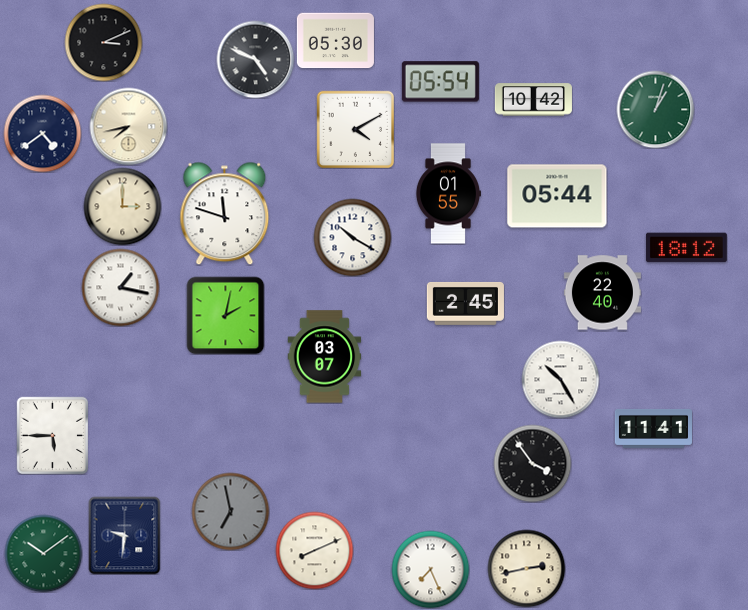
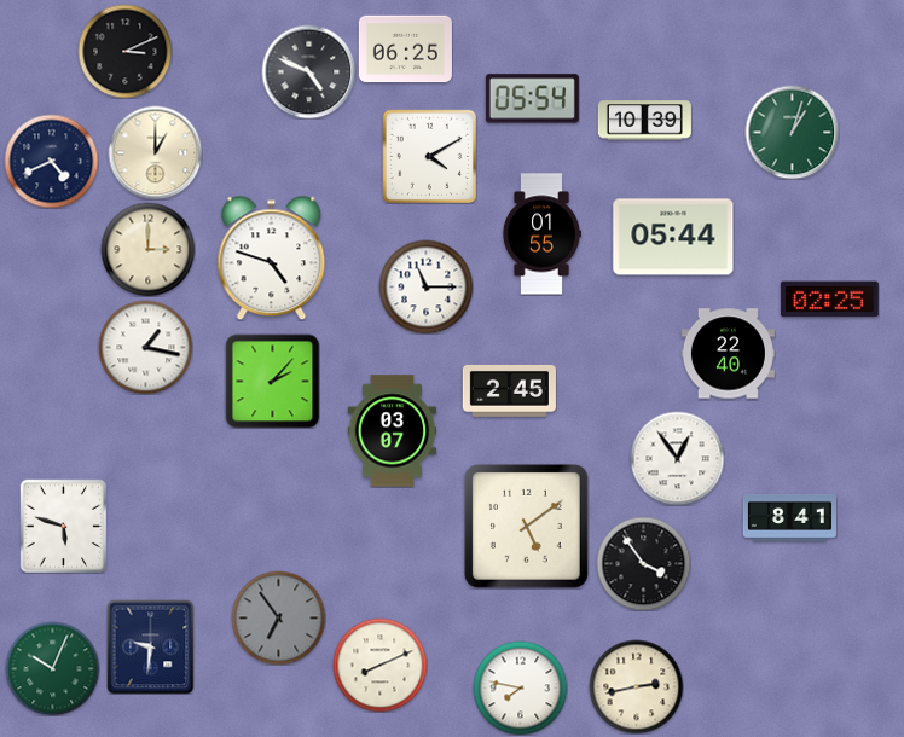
clock at (335, 41): 05:30 -> 06:25
clock at (533, 100): 10:42 -> 10:39
clock at (128, 126): 7:43 -> 1:00
clock at (42, 133): 4:39 -> 4:41
clock at (225, 213): 11:48 -> 4:48
clock at (352, 237): 10:20 -> 11:15
clock at (686, 248): 18:12 -> 02:25
clock at (465, 303) position: (465, 303) -> (509, 390)
clock at (225, 315): 2:02 -> 2:07
clock at (560, 379): 10:25 -> 12:54
clock at (653, 428): 11:41 -> 8:41
clock at (53, 435): 5:45 -> 5:48
clock at (526, 526): none -> 5:09
clock at (532, 463) position: (532, 463) -> (643, 563)
clock at (230, 511): 6:58 -> 6:54
clock at (43, 553): 10:09 -> 10:04
clock at (430, 569): 7:26 -> 7:47
